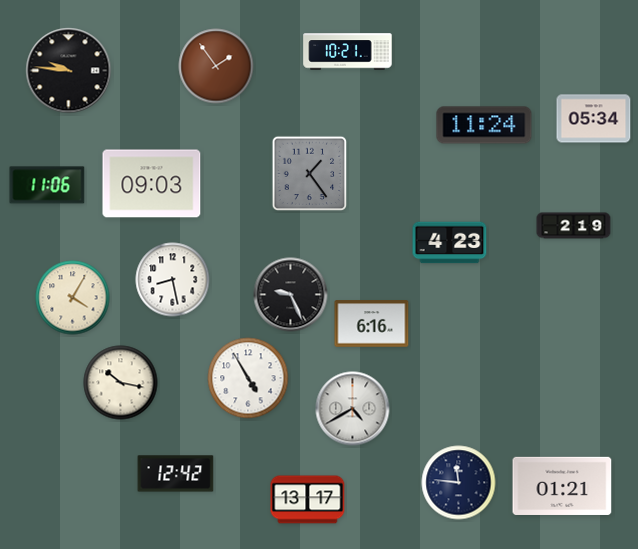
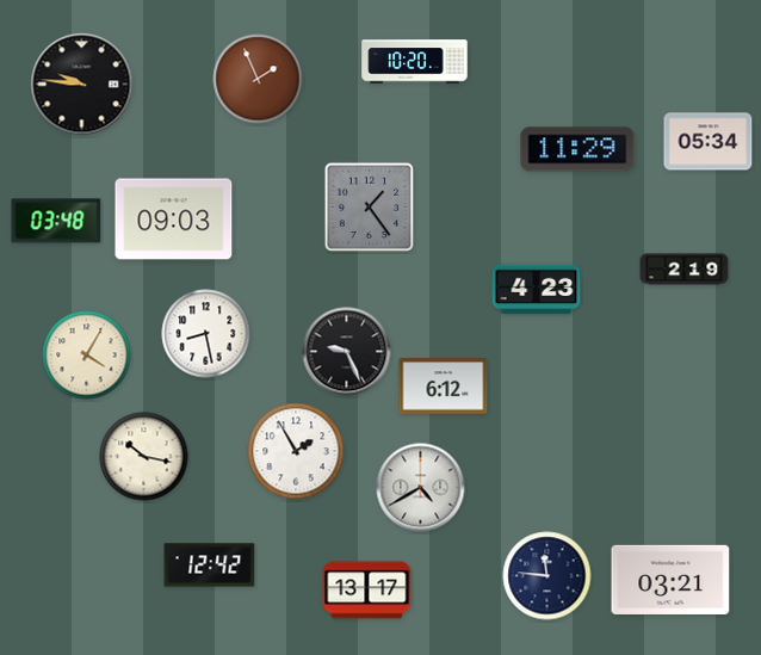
clock at (348, 52): 10:21 -> 10:20
clock at (216, 66): 1:54 -> 1:56
clock at (484, 125): 11:24 -> 11:29
clock at (152, 184) position: (152, 184) -> (174, 220)
clock at (47, 185): 11:06 -> 03:48
clock at (372, 324): 6:16 -> 6:12
clock at (248, 378): 4:55 -> 1:55
clock at (562, 486): 01:21 -> 03:21
clock at (308, 500) position: (308, 500) -> (367, 591)
